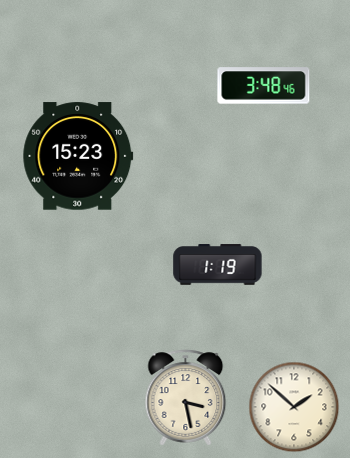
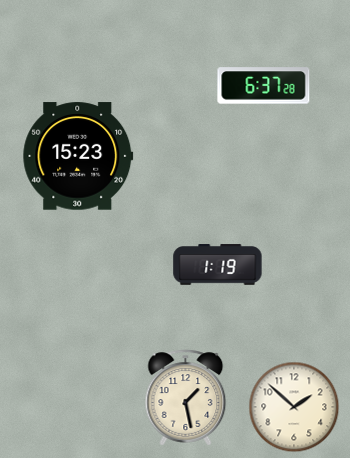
clock at (264, 86): 3:48 -> 6:37
clock at (186, 398): 3:28 -> 1:28
